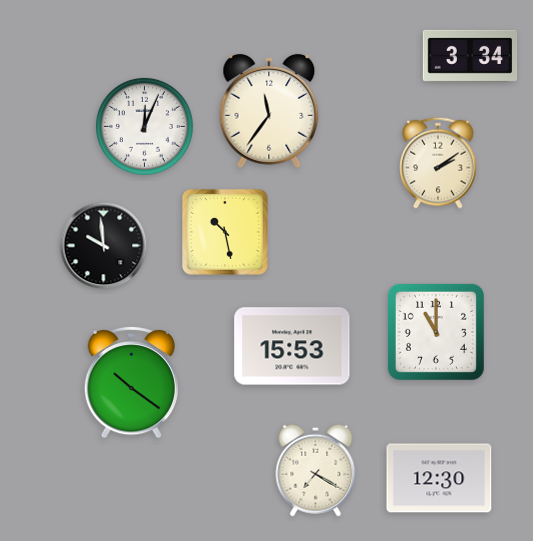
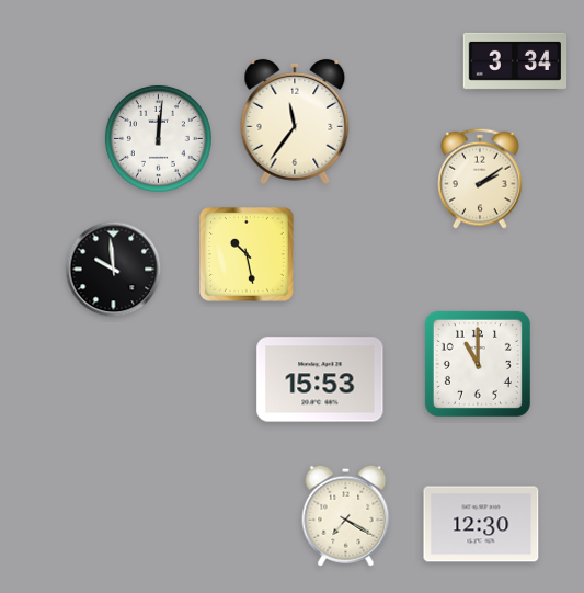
clock at (144, 126): 12:04 -> 12:01
clock at (131, 382): 10:21 -> none
